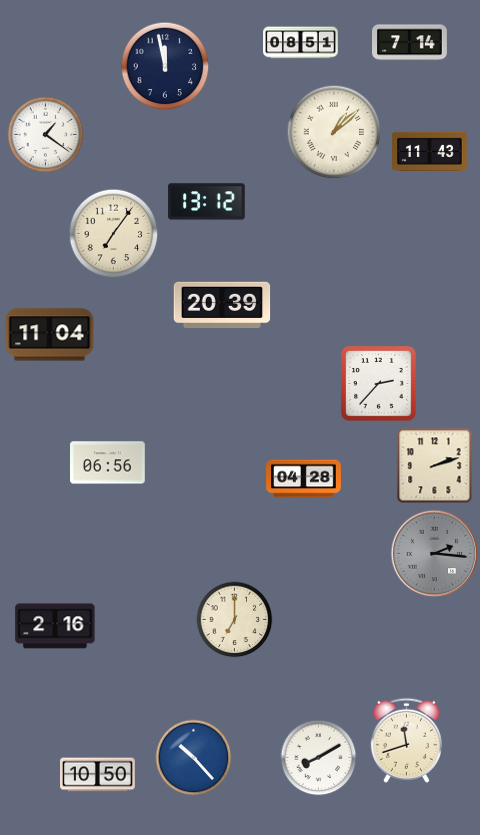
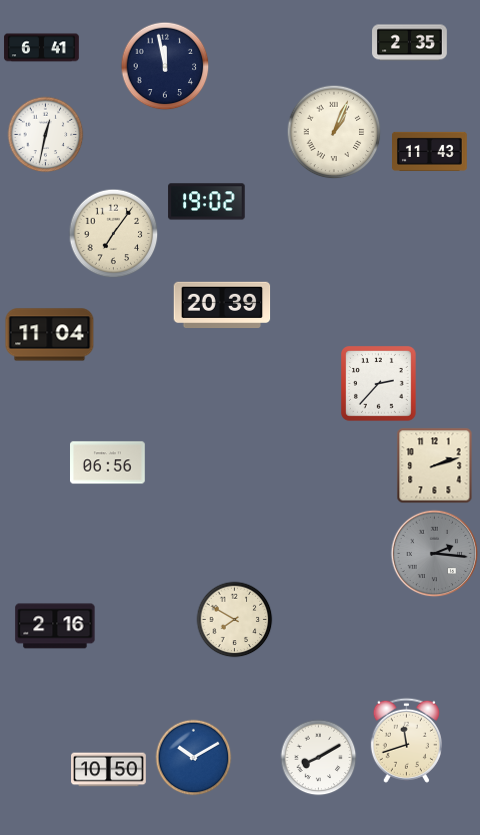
clock at (301, 43): 08:51 -> none
clock at (410, 43): 7:14 -> 2:35
clock at (42, 48): none -> 6:41
clock at (334, 132): 1:08 -> 1:04
clock at (46, 135): 1:21 -> 12:32
clock at (207, 202): 13:12 -> 19:02
clock at (304, 479): 04:28 -> none
clock at (235, 620): 7:00 -> 7:50
clock at (194, 758): 10:23 -> 10:10
clock at (98, 775) position: (98, 775) -> (109, 770)
